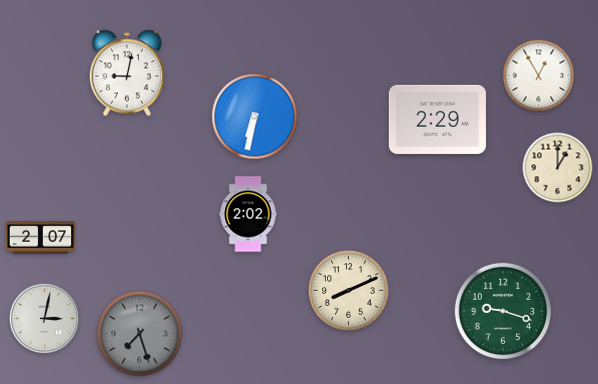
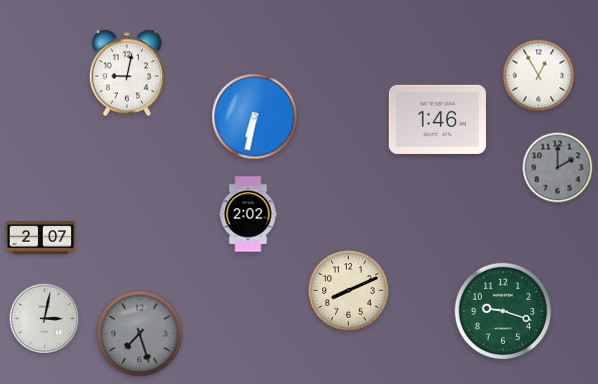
clock at (437, 119): 2:29 -> 1:46
clock at (558, 168): 1:00 -> 2:00
clock at (558, 168) dial: cream -> grey
